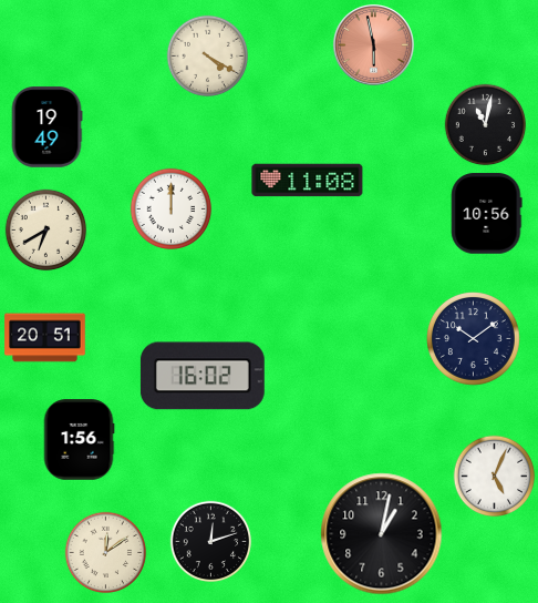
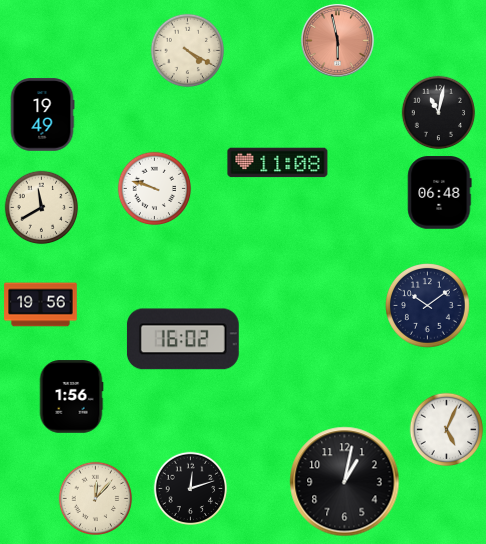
clock at (172, 209): 12:00 -> 9:48
clock at (487, 214): 10:56 -> 06:48
clock at (46, 231): 6:40 -> 11:40
clock at (45, 338): 20:51 -> 19:56
clock at (106, 553): 12:09 -> 12:07
